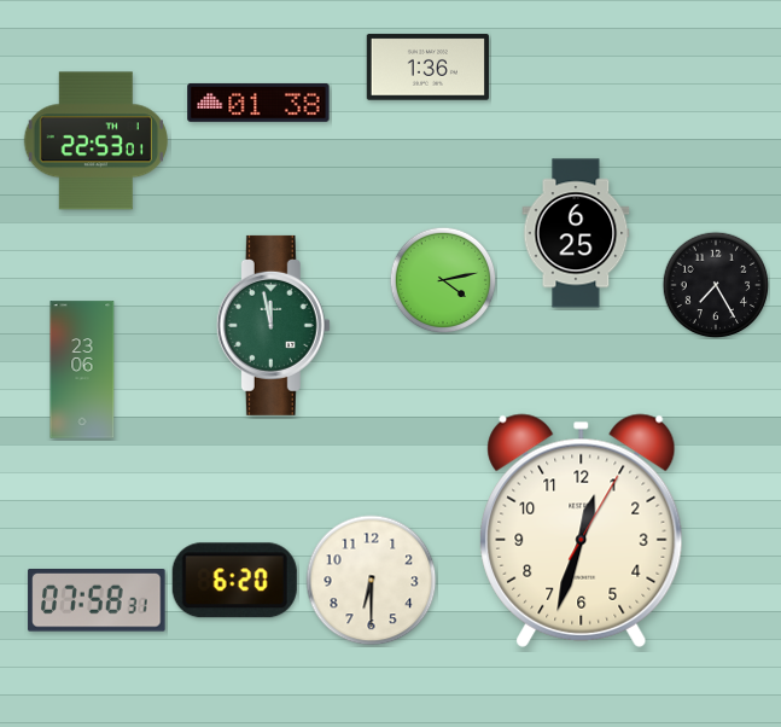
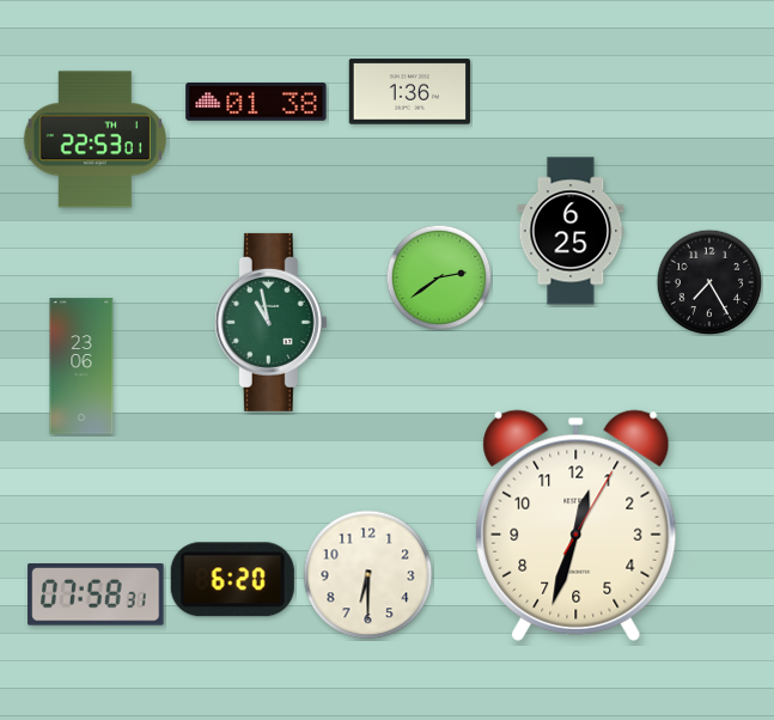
clock at (427, 68) position: (427, 68) -> (409, 92)
clock at (443, 280): 4:13 -> 2:39
clock at (273, 325): 11:58 -> 10:58
clock at (234, 581) position: (234, 581) -> (232, 580)
